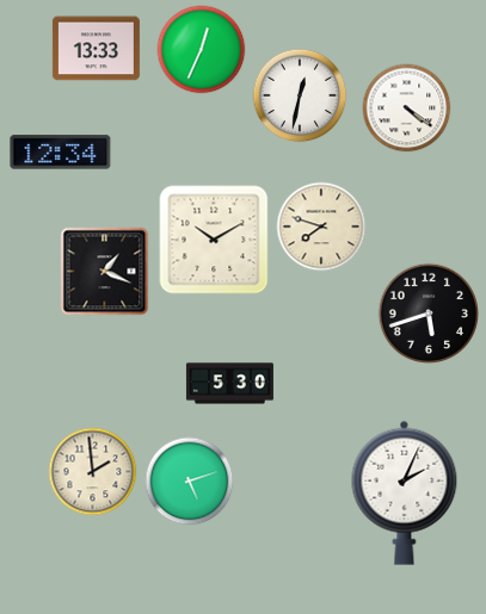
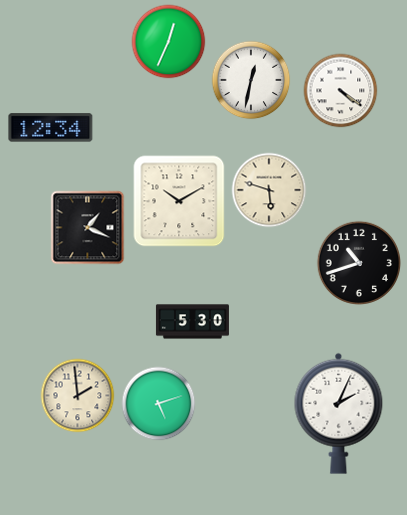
clock at (96, 49): 13:33 -> none
clock at (321, 227): 7:48 -> 5:48
clock at (427, 312): 5:42 -> 10:42
